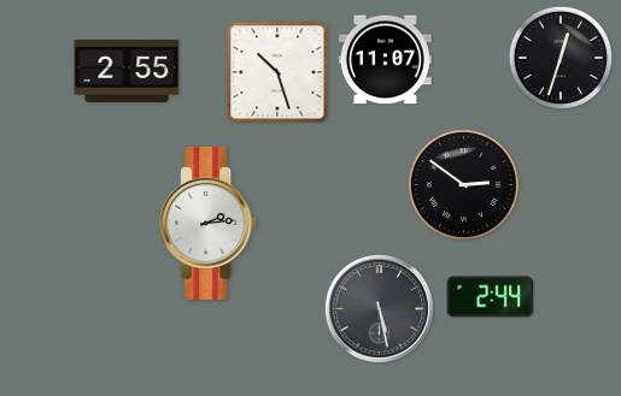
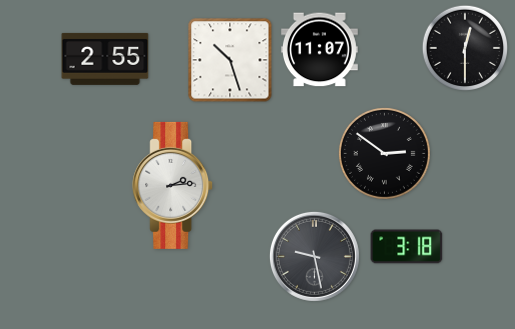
clock at (560, 57): 12:33 -> 12:30
clock at (491, 297): 2:44 -> 3:18
clock at (379, 308): 5:28 -> 9:28
